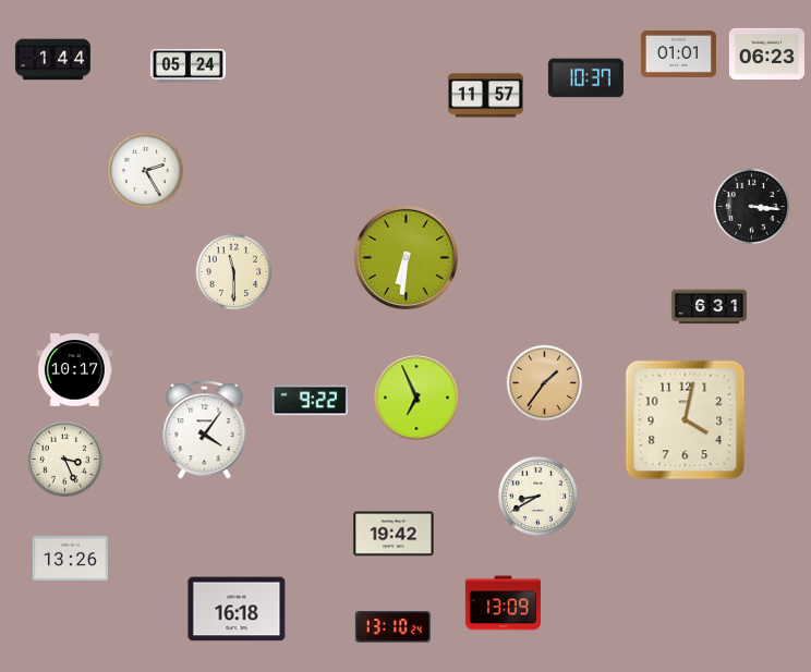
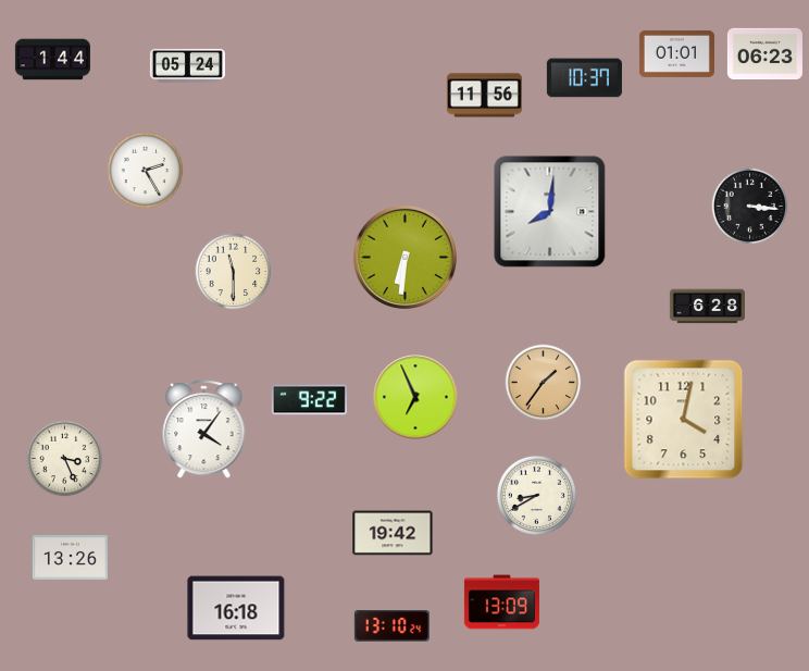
clock at (485, 96): 11:57 -> 11:56
clock at (550, 212): none -> 8:01
clock at (709, 307): 6:31 -> 6:28
clock at (74, 370): 10:17 -> none
